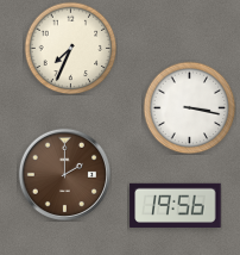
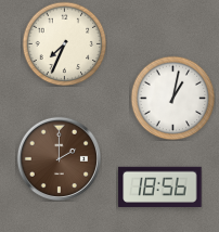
clock at (189, 107): 3:17 -> 1:02
clock at (176, 205): 19:56 -> 18:56
